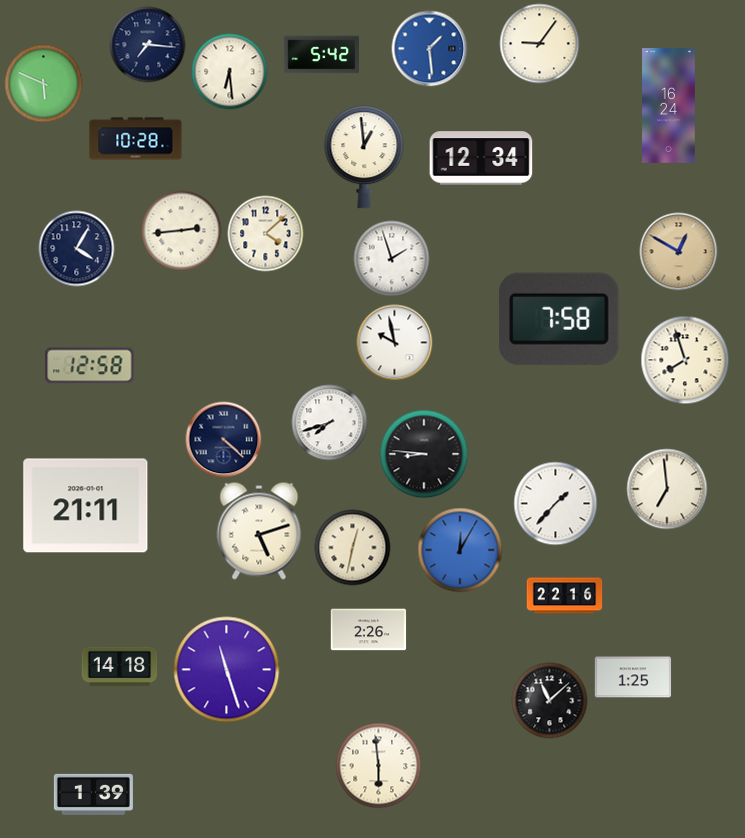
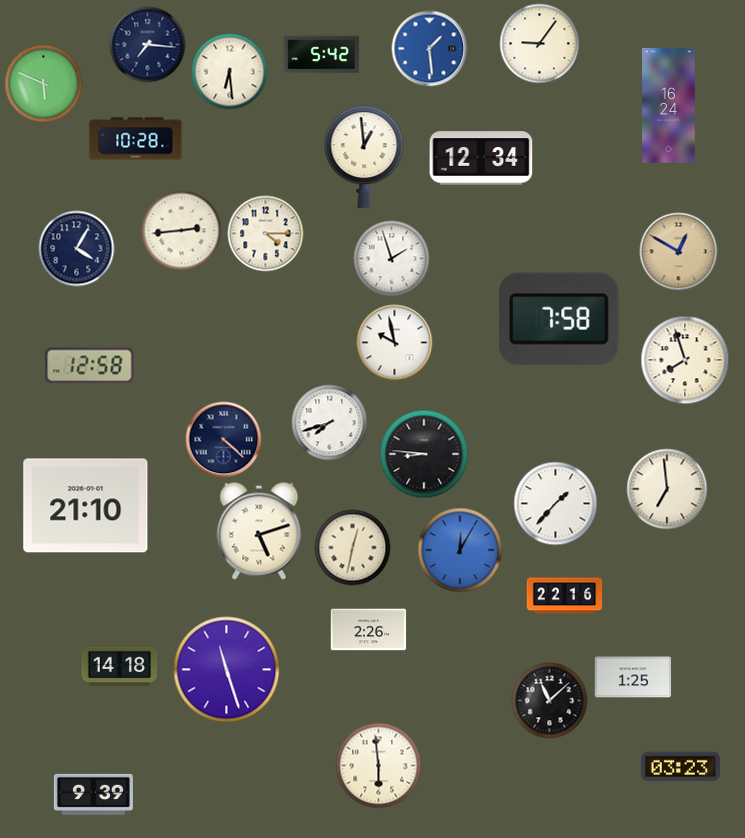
clock at (266, 234): 4:08 -> 4:15
clock at (86, 506): 21:11 -> 21:10
clock at (680, 767): none -> 03:23
clock at (93, 794): 1:39 -> 9:39
